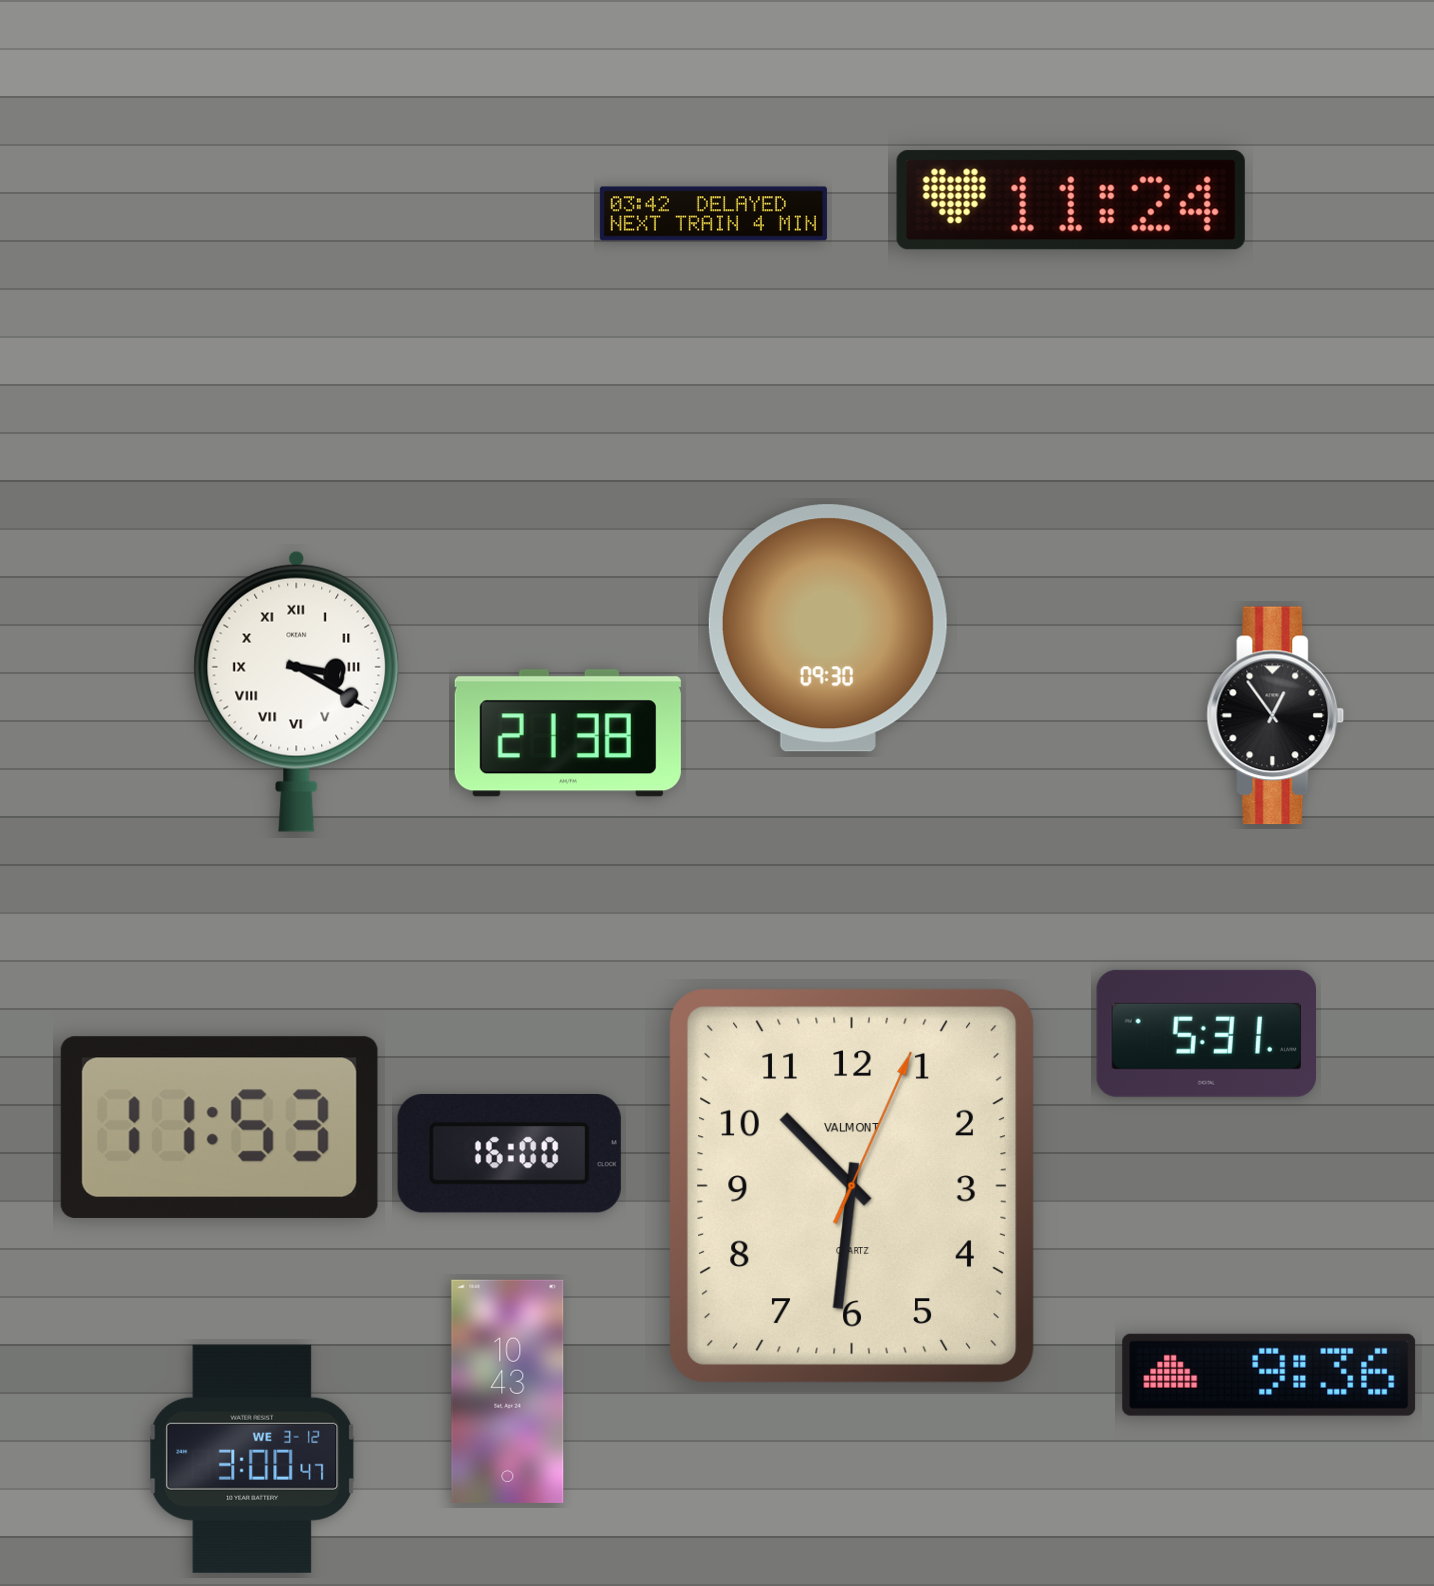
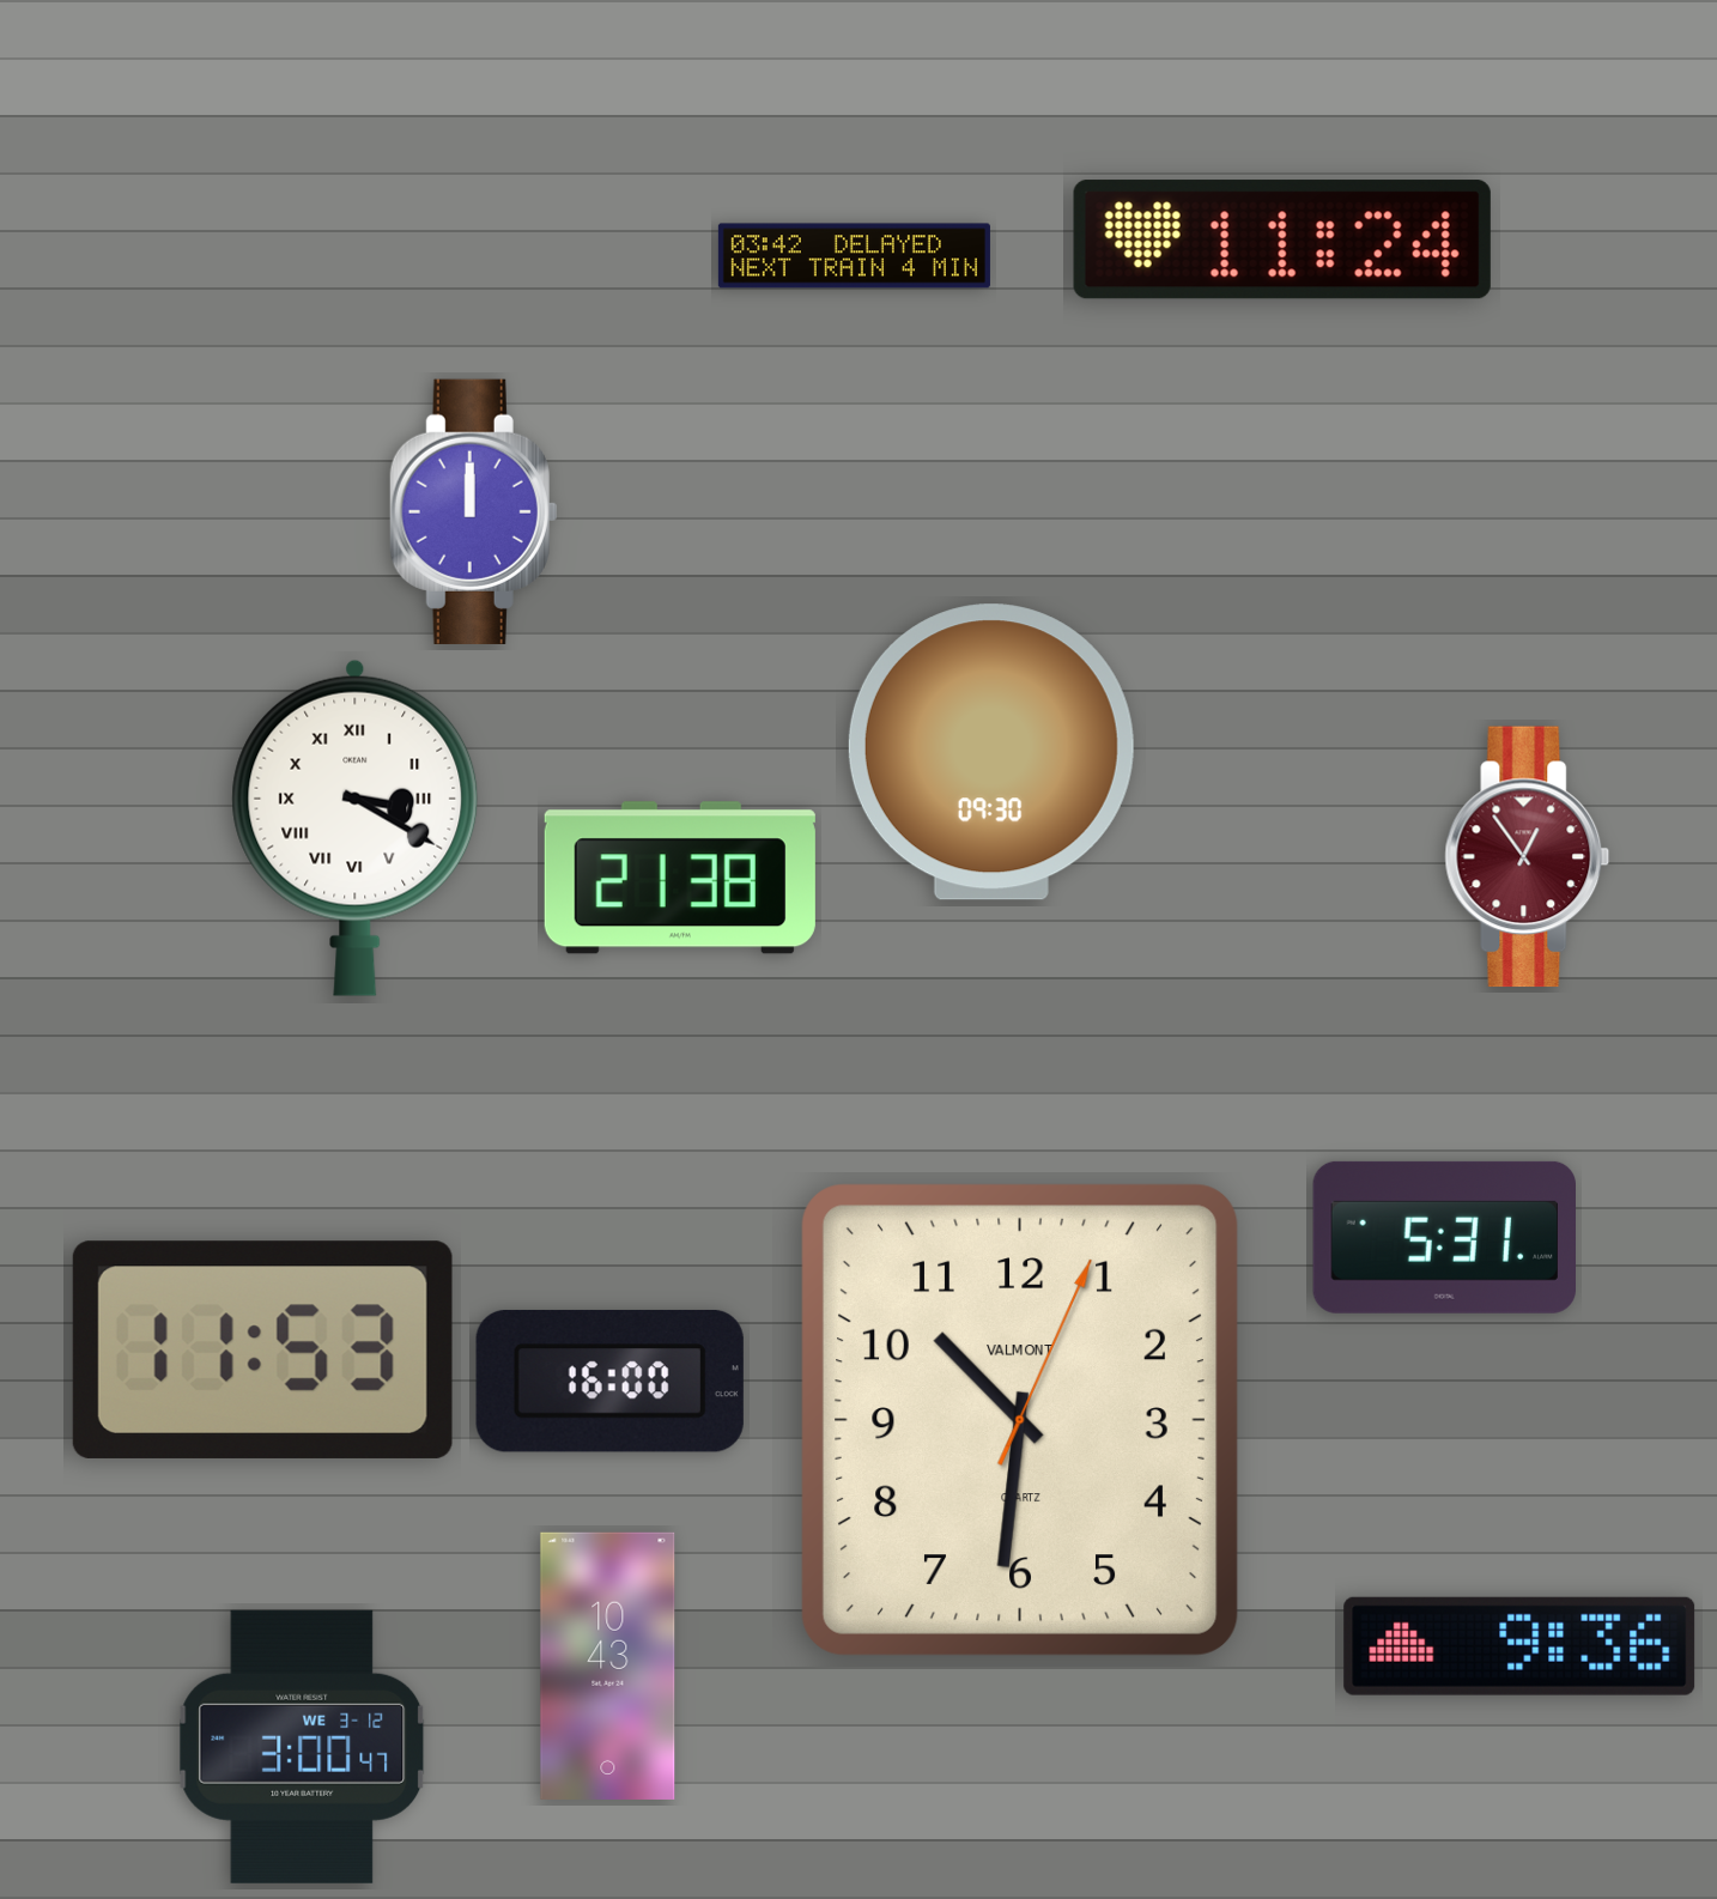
clock at (474, 511): none -> 12:00
clock at (1276, 716) dial: black -> burgundy
